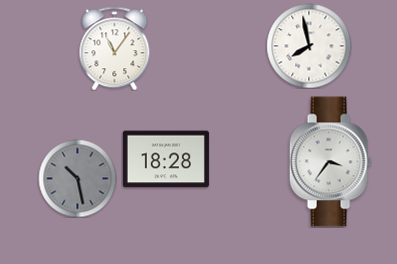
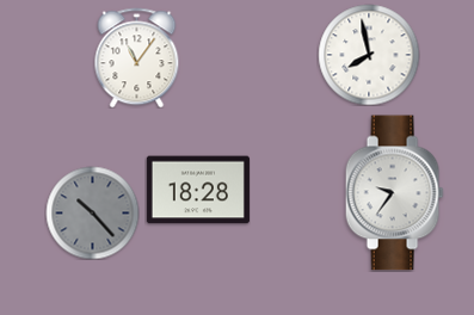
clock at (330, 162): 3:36 -> 9:36
clock at (77, 178): 10:28 -> 10:23
